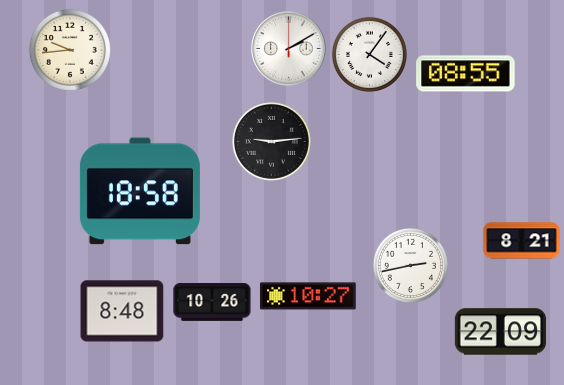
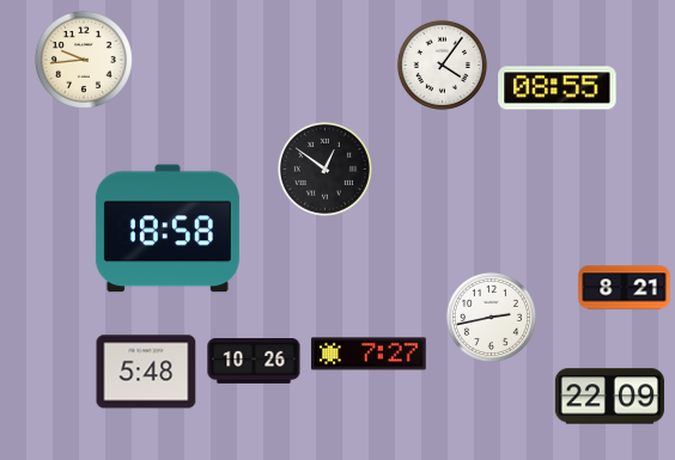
clock at (289, 49): 2:10 -> none
clock at (271, 141): 9:14 -> 12:51
clock at (309, 296): 10:27 -> 7:27
clock at (122, 311): 8:48 -> 5:48
clock at (500, 332) position: (500, 332) -> (609, 397)
